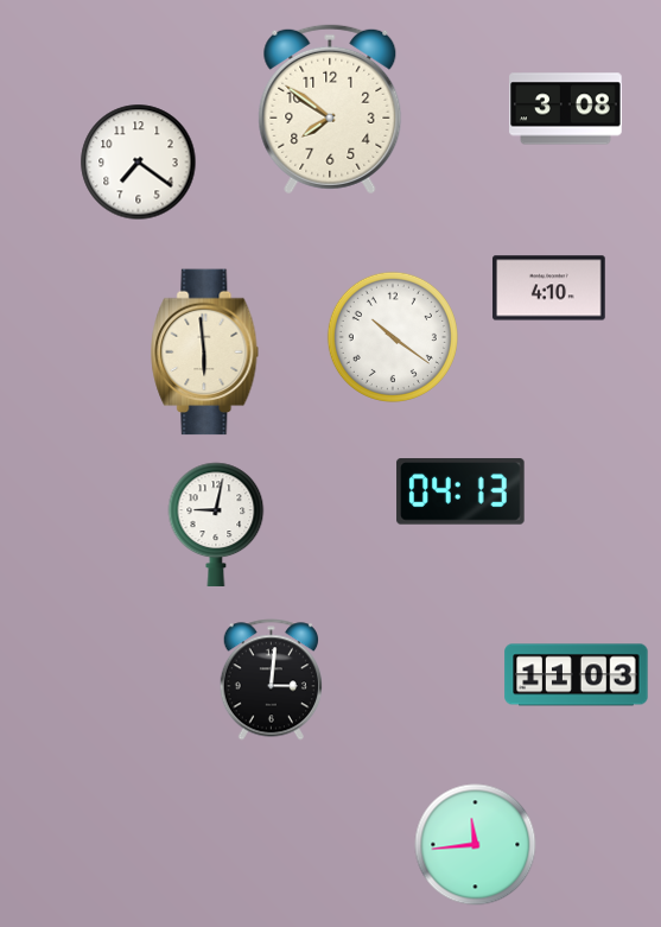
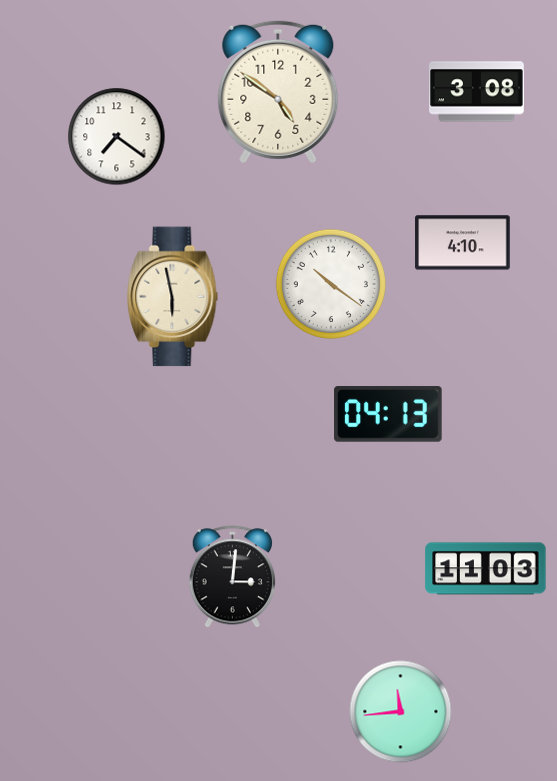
clock at (330, 109): 7:51 -> 4:51
clock at (205, 353): 5:59 -> 5:58
clock at (216, 525): 9:02 -> none
clock at (271, 680) position: (271, 680) -> (232, 577)
